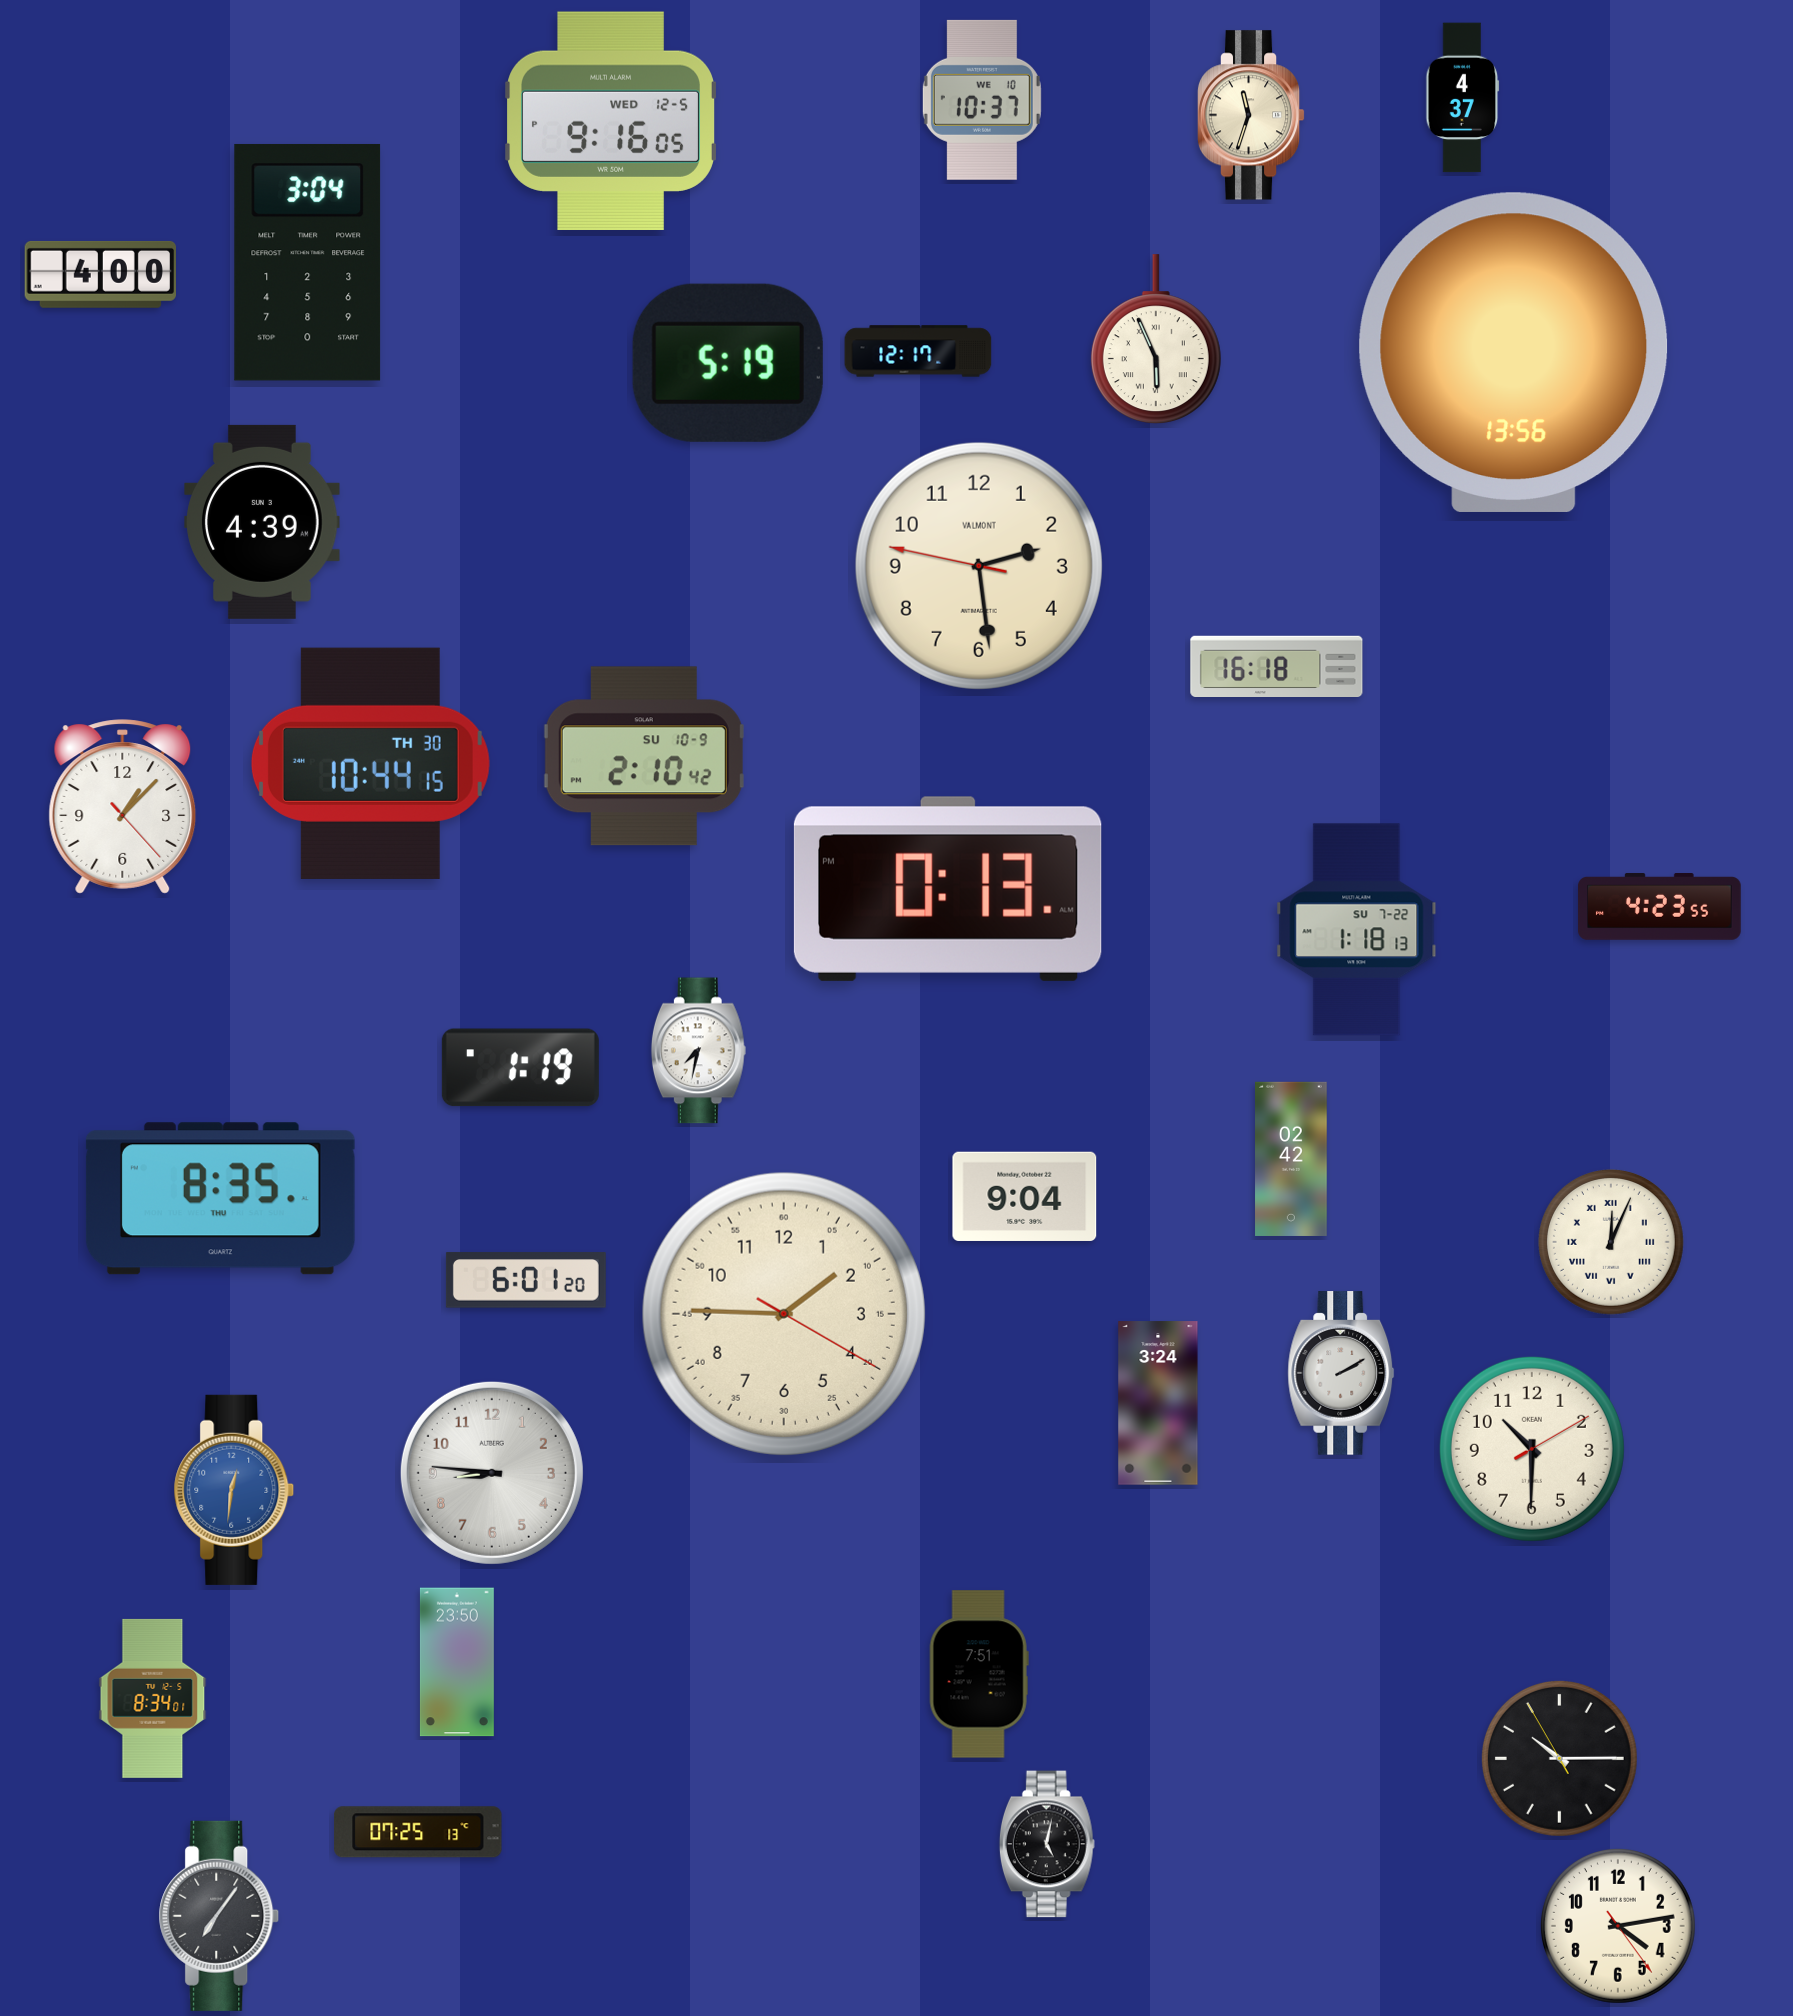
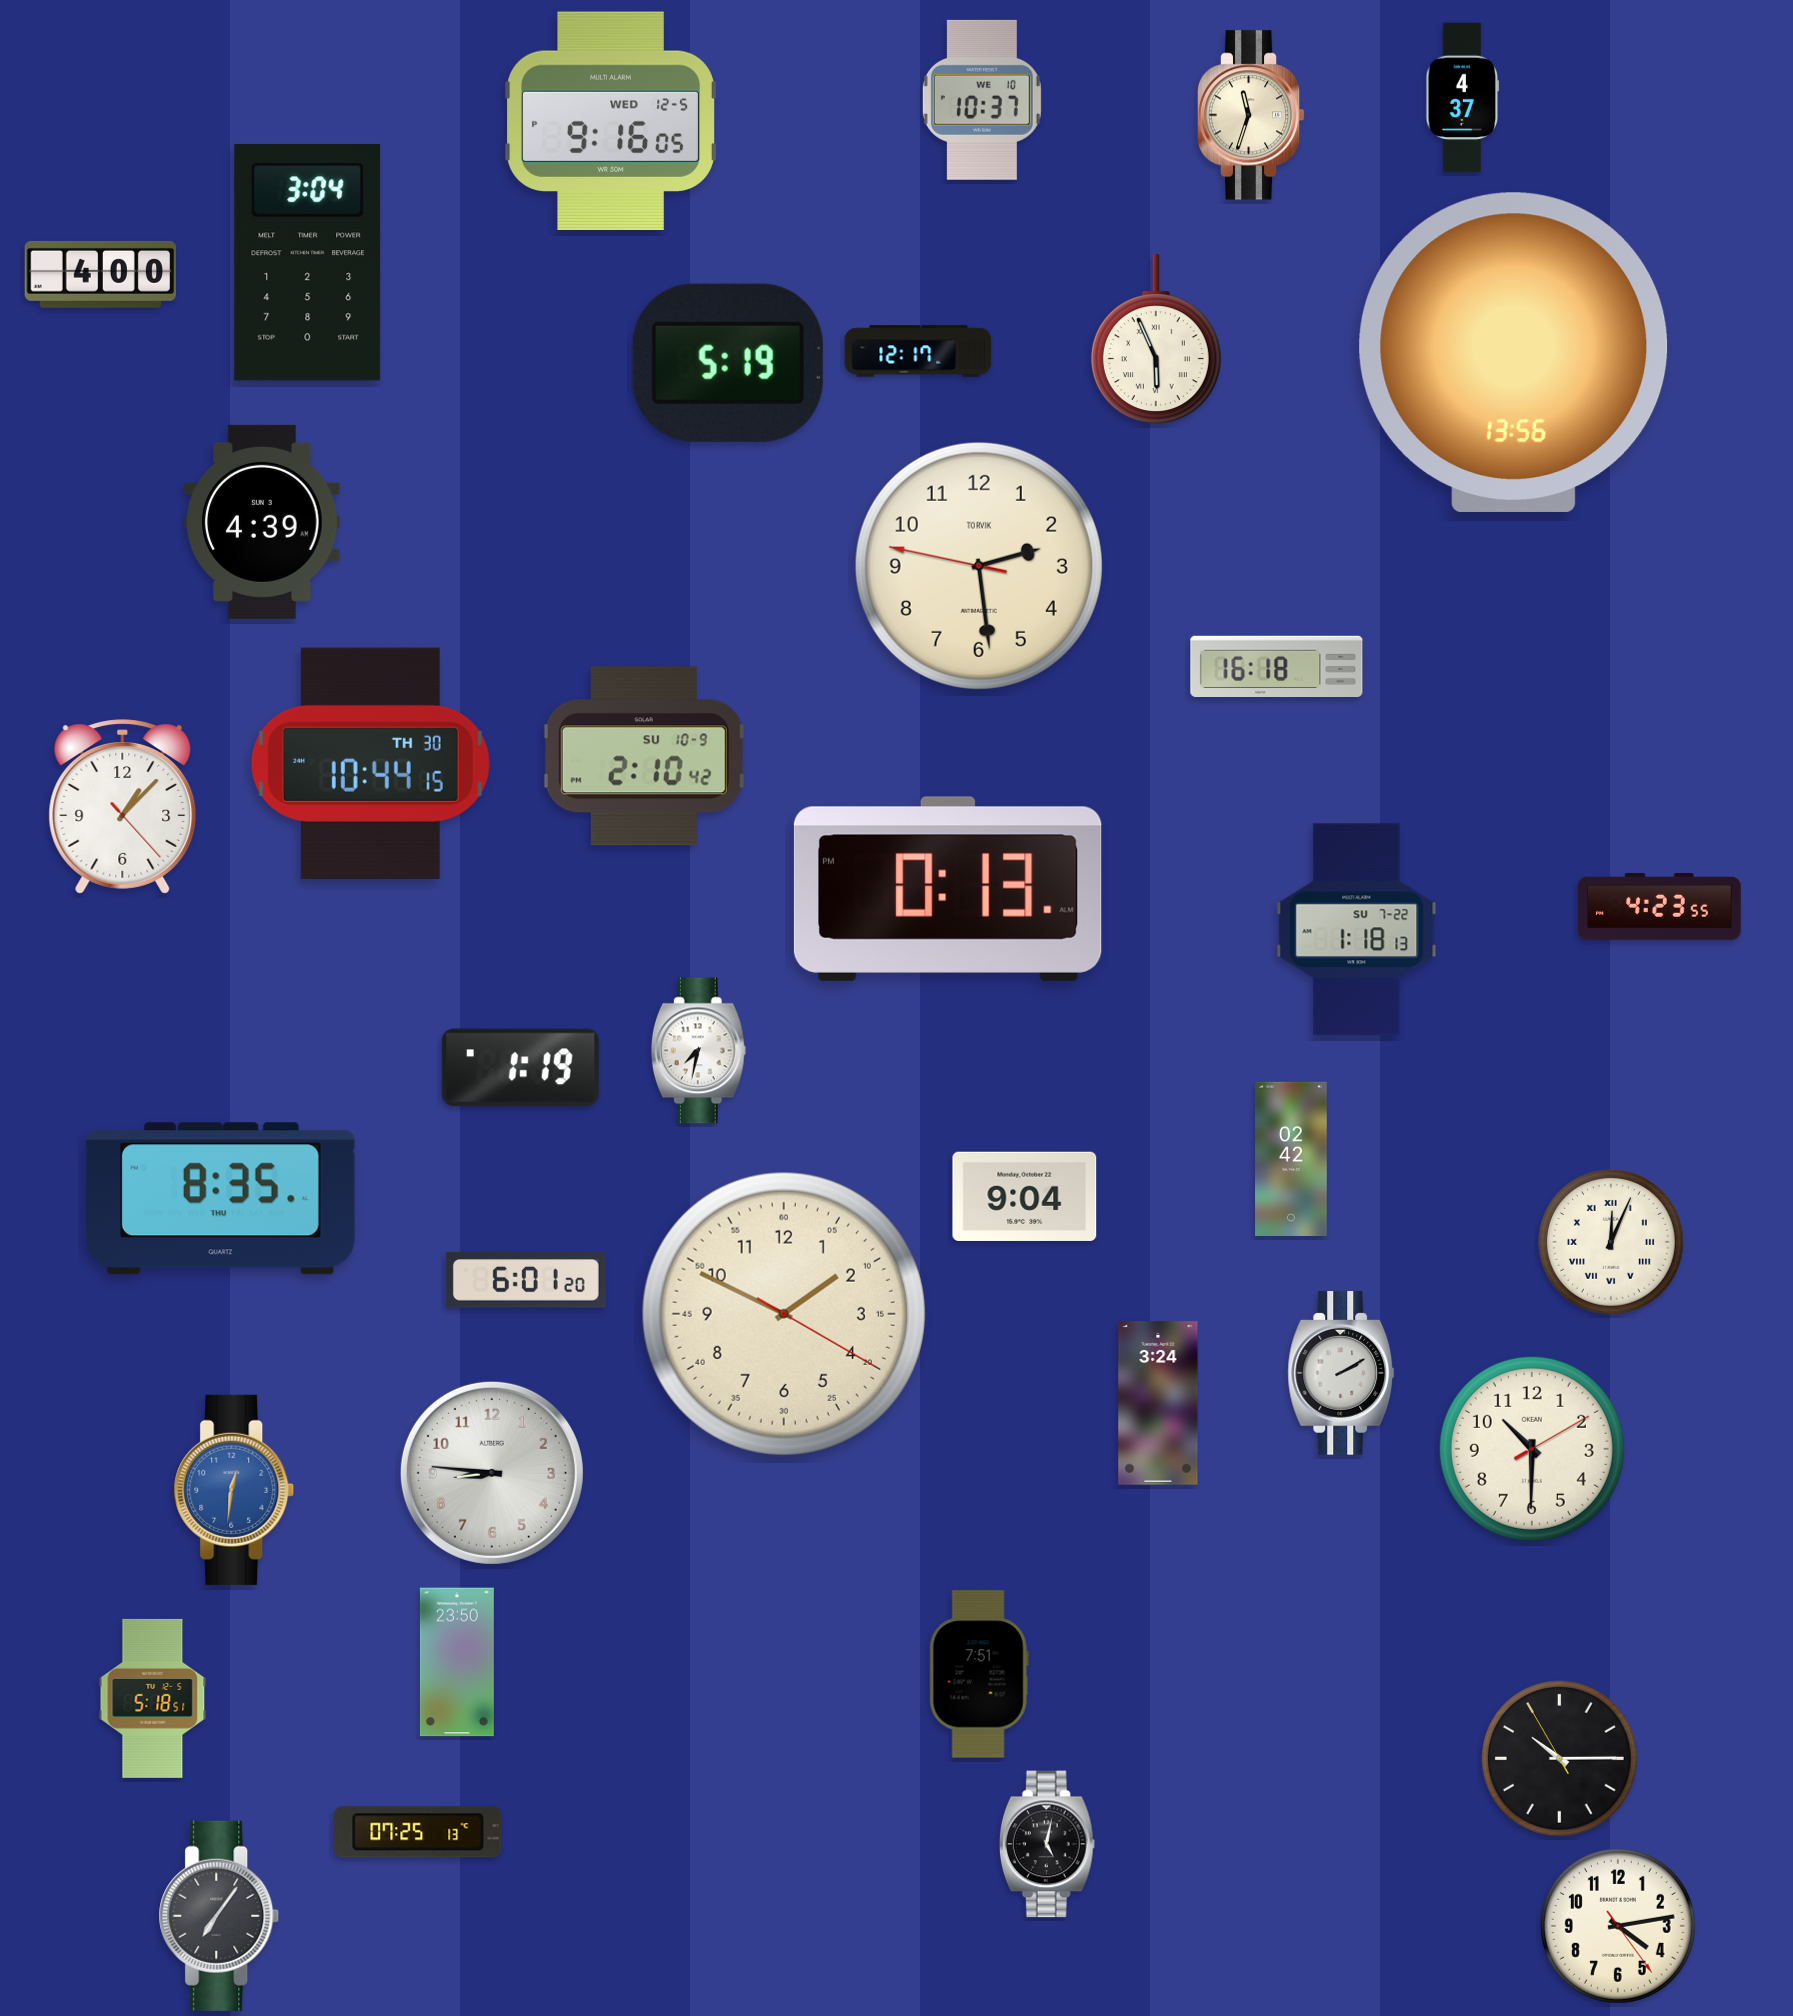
clock at (979, 566) brand: VALMONT -> TORVIK
clock at (784, 1314): 1:45 -> 1:49
clock at (153, 1698): 8:34 -> 5:18
